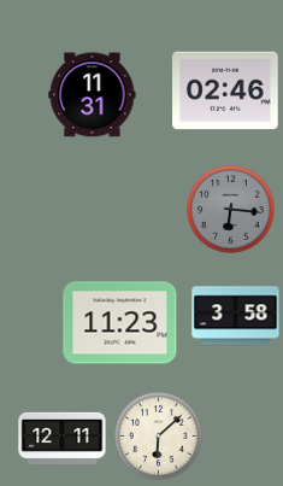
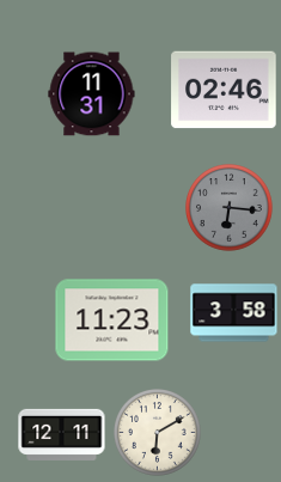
clock at (120, 323) position: (120, 323) -> (112, 321)
clock at (159, 437): 6:08 -> 6:10
